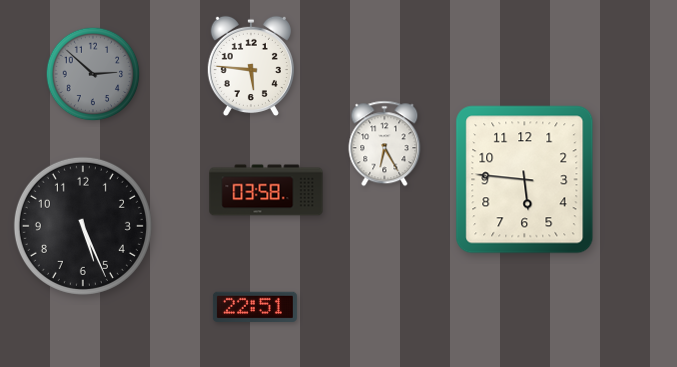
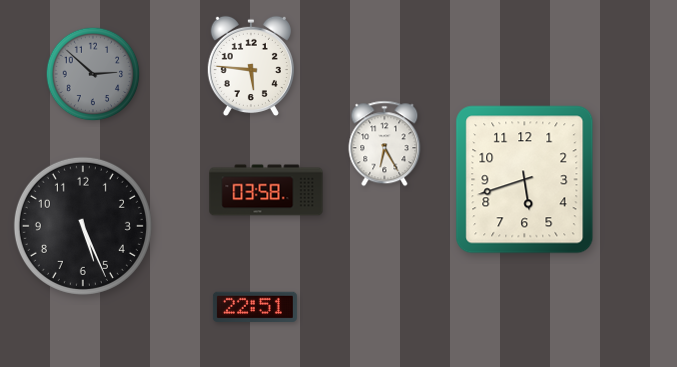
clock at (525, 180): 5:46 -> 5:42
